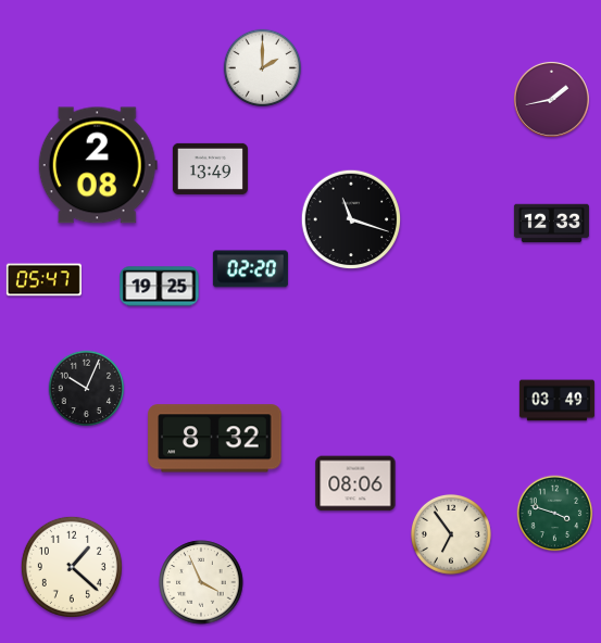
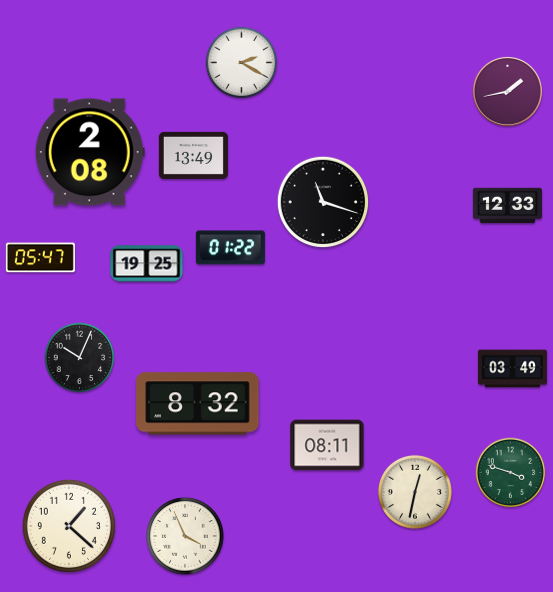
clock at (262, 67): 2:00 -> 2:20
clock at (250, 269): 02:20 -> 01:22
clock at (355, 483): 08:06 -> 08:11
clock at (451, 534): 6:54 -> 12:32
clock at (72, 567) position: (72, 567) -> (69, 526)
